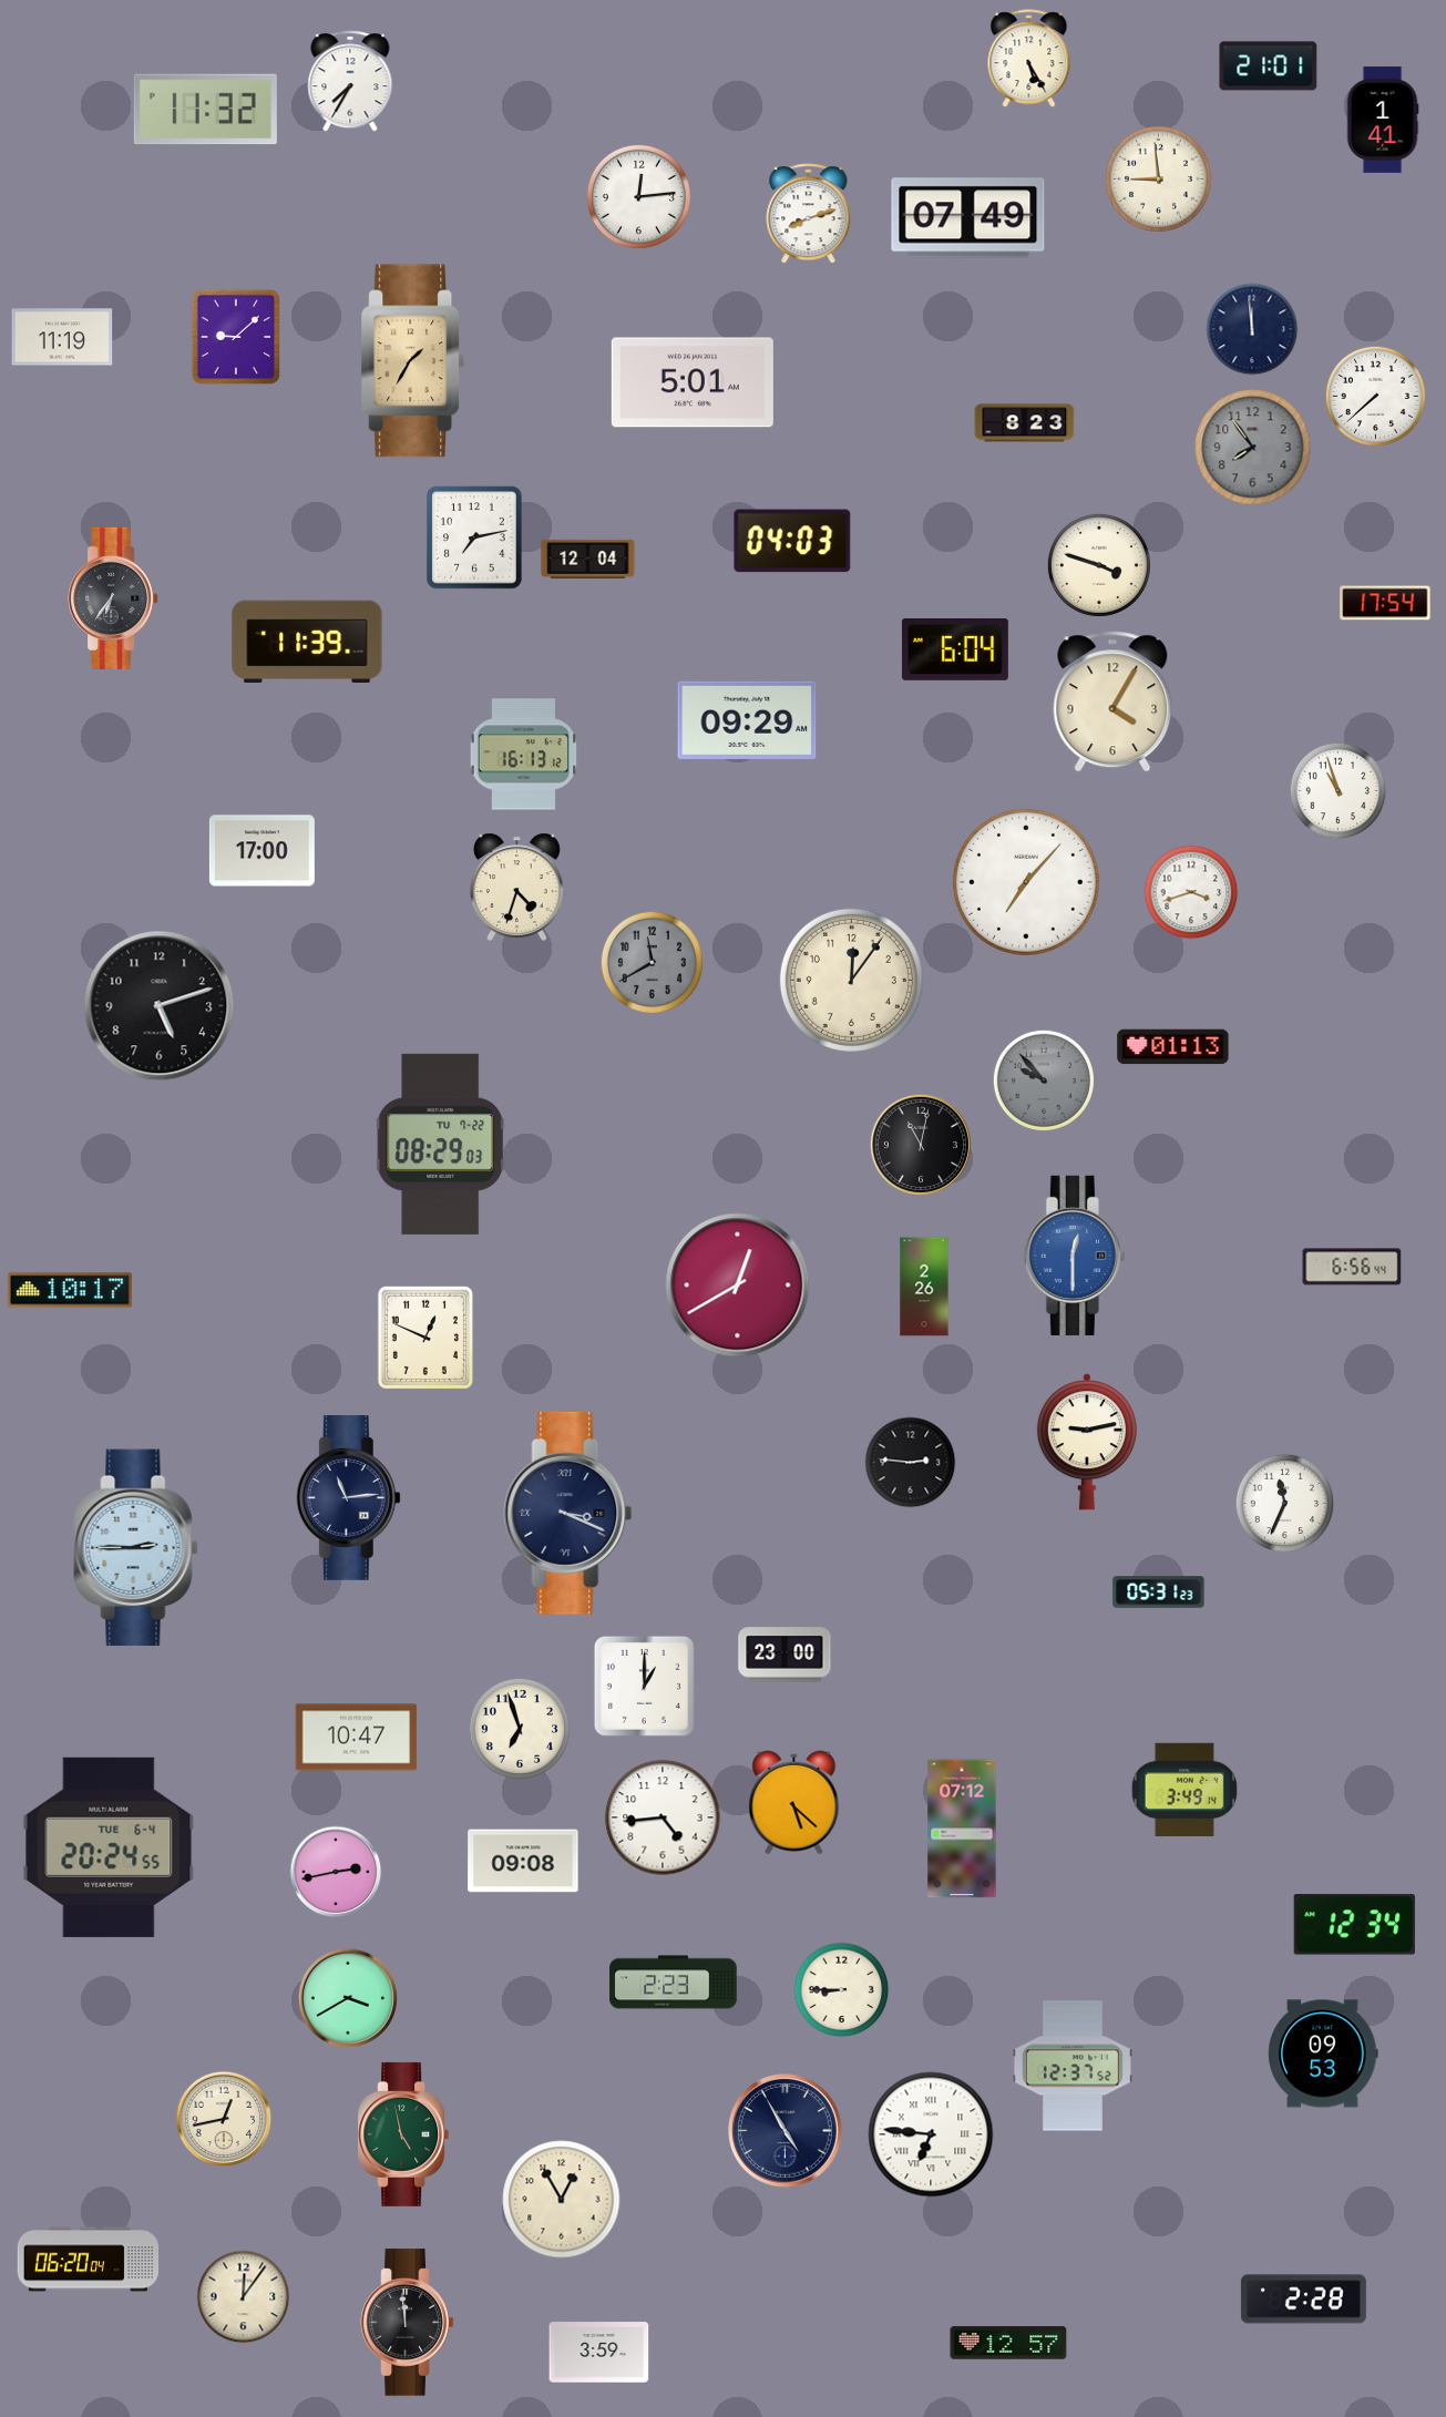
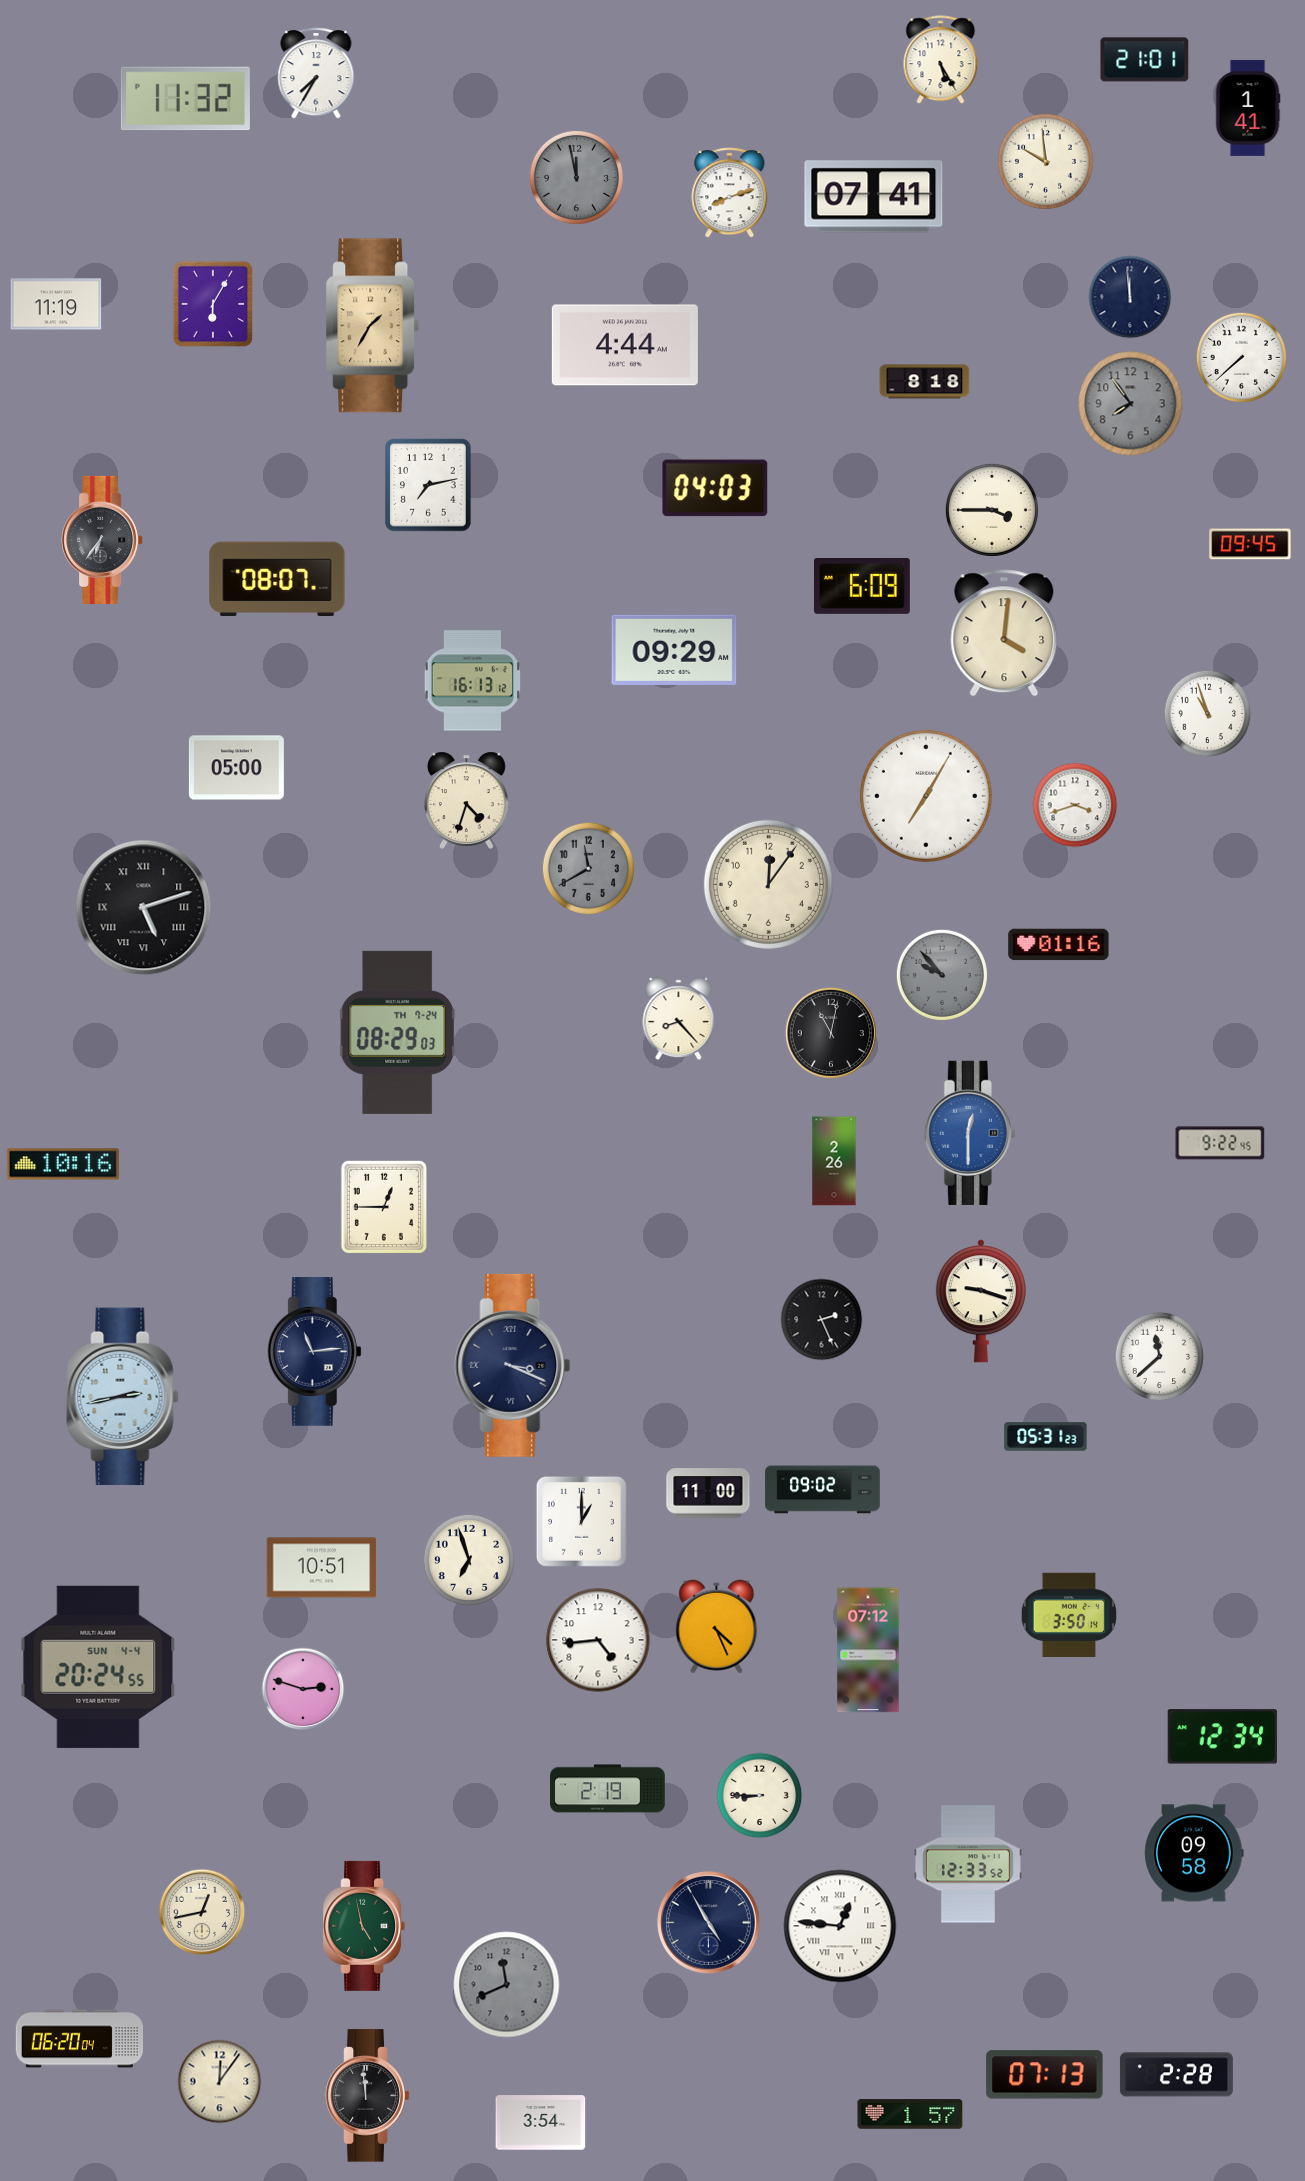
clock at (1029, 59) position: (1029, 59) -> (941, 60)
clock at (1158, 178): 8:59 -> 9:59
clock at (638, 196): 12:14 -> 11:58
clock at (638, 196) dial: white -> grey
clock at (968, 218): 07:49 -> 07:41
clock at (235, 336): 9:08 -> 6:05
clock at (693, 382): 5:01 -> 4:44
clock at (1025, 423): 8:23 -> 8:18
clock at (588, 559): 12:04 -> none
clock at (1099, 565): 3:48 -> 3:45
clock at (1385, 603): 17:54 -> 09:45
clock at (307, 642): 11:39 -> 08:07
clock at (955, 649): 6:04 -> 6:09
clock at (1112, 701): 4:05 -> 4:01
clock at (261, 851): 17:00 -> 05:00
clock at (1026, 882): 7:07 -> 7:05
clock at (160, 1006) numerals: Arabic -> Roman
clock at (1173, 1047): 01:13 -> 01:16
clock at (679, 1019): none -> 8:23
clock at (441, 1144) date: TU 7-22 -> TH 7-24
clock at (1352, 1267): 6:56 -> 9:22
clock at (738, 1286): 12:40 -> none
clock at (70, 1290): 10:17 -> 10:16
clock at (425, 1338): 12:49 -> 12:45
clock at (1087, 1442): 9:13 -> 9:18
clock at (911, 1463): 2:46 -> 2:26
clock at (1285, 1504): 11:34 -> 11:38
clock at (136, 1548): 2:45 -> 2:43
clock at (823, 1490): none -> 09:02
clock at (784, 1655): 23:00 -> 11:00
clock at (357, 1738): 10:47 -> 10:51
clock at (1183, 1790): 3:49 -> 3:50
clock at (794, 1803): 5:22 -> 4:26
clock at (109, 1847) date: TUE 6-4 -> SUN 4-4
clock at (523, 1861): 09:08 -> none
clock at (336, 1872): 2:43 -> 2:48
clock at (674, 1983): 2:23 -> 2:19
clock at (347, 1997): 3:40 -> none
clock at (1323, 2054): 09:53 -> 09:58
clock at (1073, 2066): 12:37 -> 12:33
clock at (931, 2134): 6:46 -> 12:46
clock at (562, 2200): 12:55 -> 11:41
clock at (562, 2200) dial: cream -> grey
clock at (244, 2297) position: (244, 2297) -> (220, 2082)
clock at (1045, 2075): none -> 07:13
clock at (1008, 2343): 12:57 -> 1:57
clock at (599, 2353): 3:59 -> 3:54
